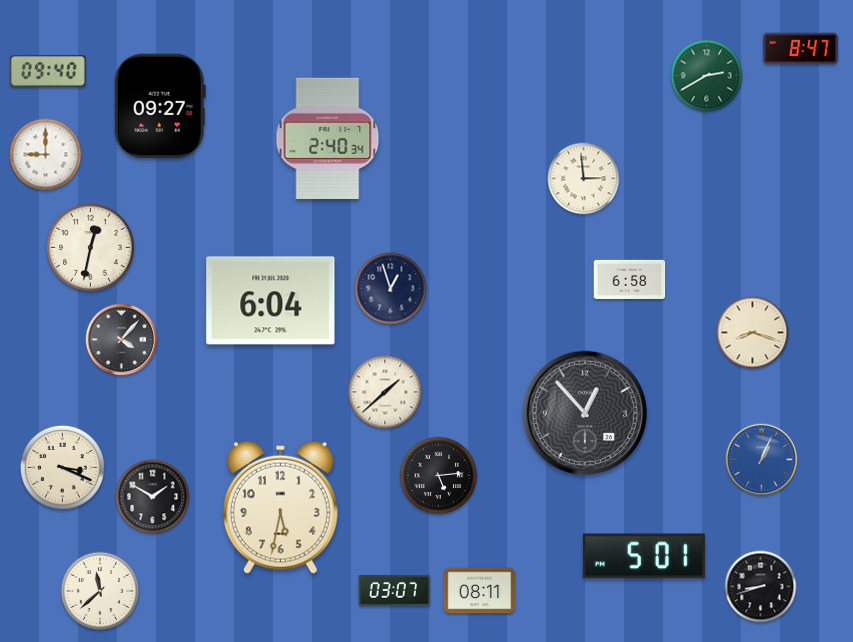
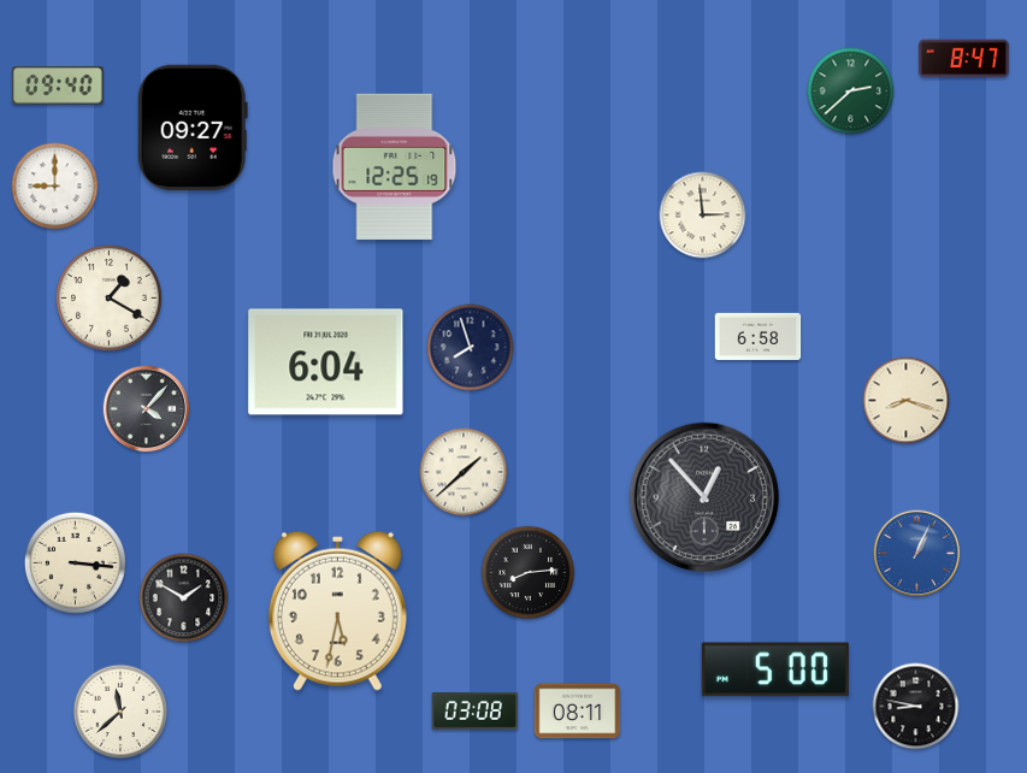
clock at (707, 76): 2:40 -> 2:38
clock at (328, 138): 2:40 -> 12:25
clock at (91, 248): 12:32 -> 1:20
clock at (391, 289): 12:57 -> 7:57
clock at (62, 467): 3:19 -> 3:16
clock at (439, 476): 5:14 -> 8:14
clock at (644, 556): 5:01 -> 5:00
clock at (761, 587): 8:42 -> 8:47
clock at (395, 591): 03:07 -> 03:08
